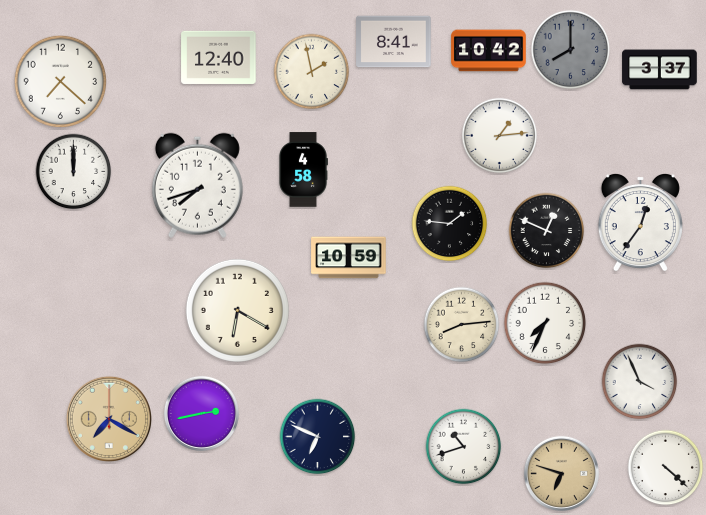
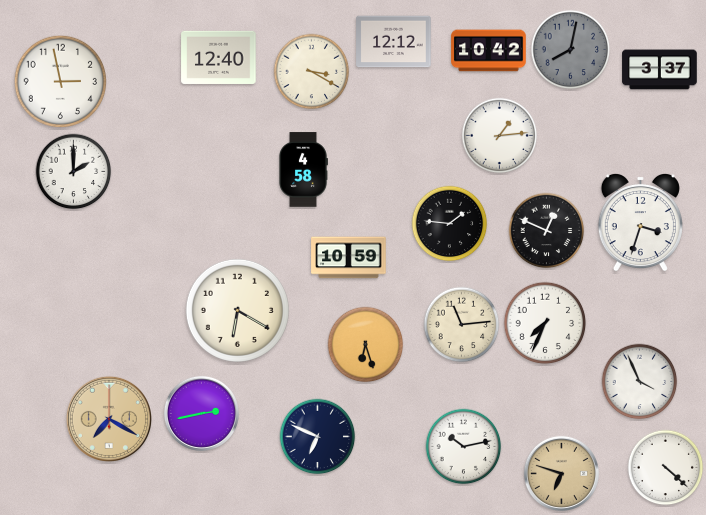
clock at (394, 42): 8:41 -> 12:12
clock at (571, 50): 8:00 -> 8:02
clock at (312, 72): 1:58 -> 3:20
clock at (60, 81): 7:22 -> 2:58
clock at (74, 172): 12:00 -> 2:00
clock at (197, 185): 7:42 -> none
clock at (640, 222): 12:36 -> 3:33
clock at (462, 325): 8:14 -> 11:14
clock at (366, 345): none -> 6:27
clock at (464, 447): 10:42 -> 10:13
